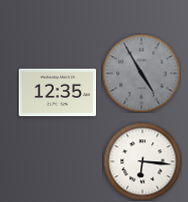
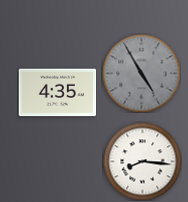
clock at (57, 93): 12:35 -> 4:35
clock at (142, 161): 6:16 -> 8:16
